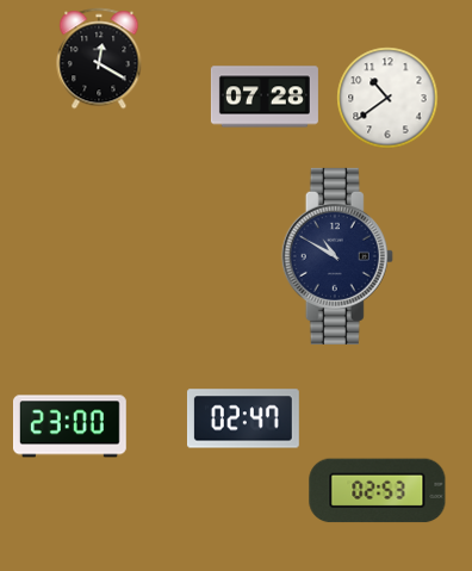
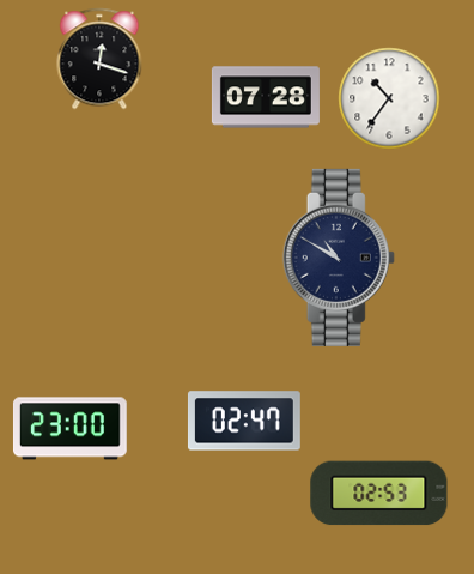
clock at (99, 58): 12:20 -> 12:18
clock at (387, 98): 10:39 -> 10:36
